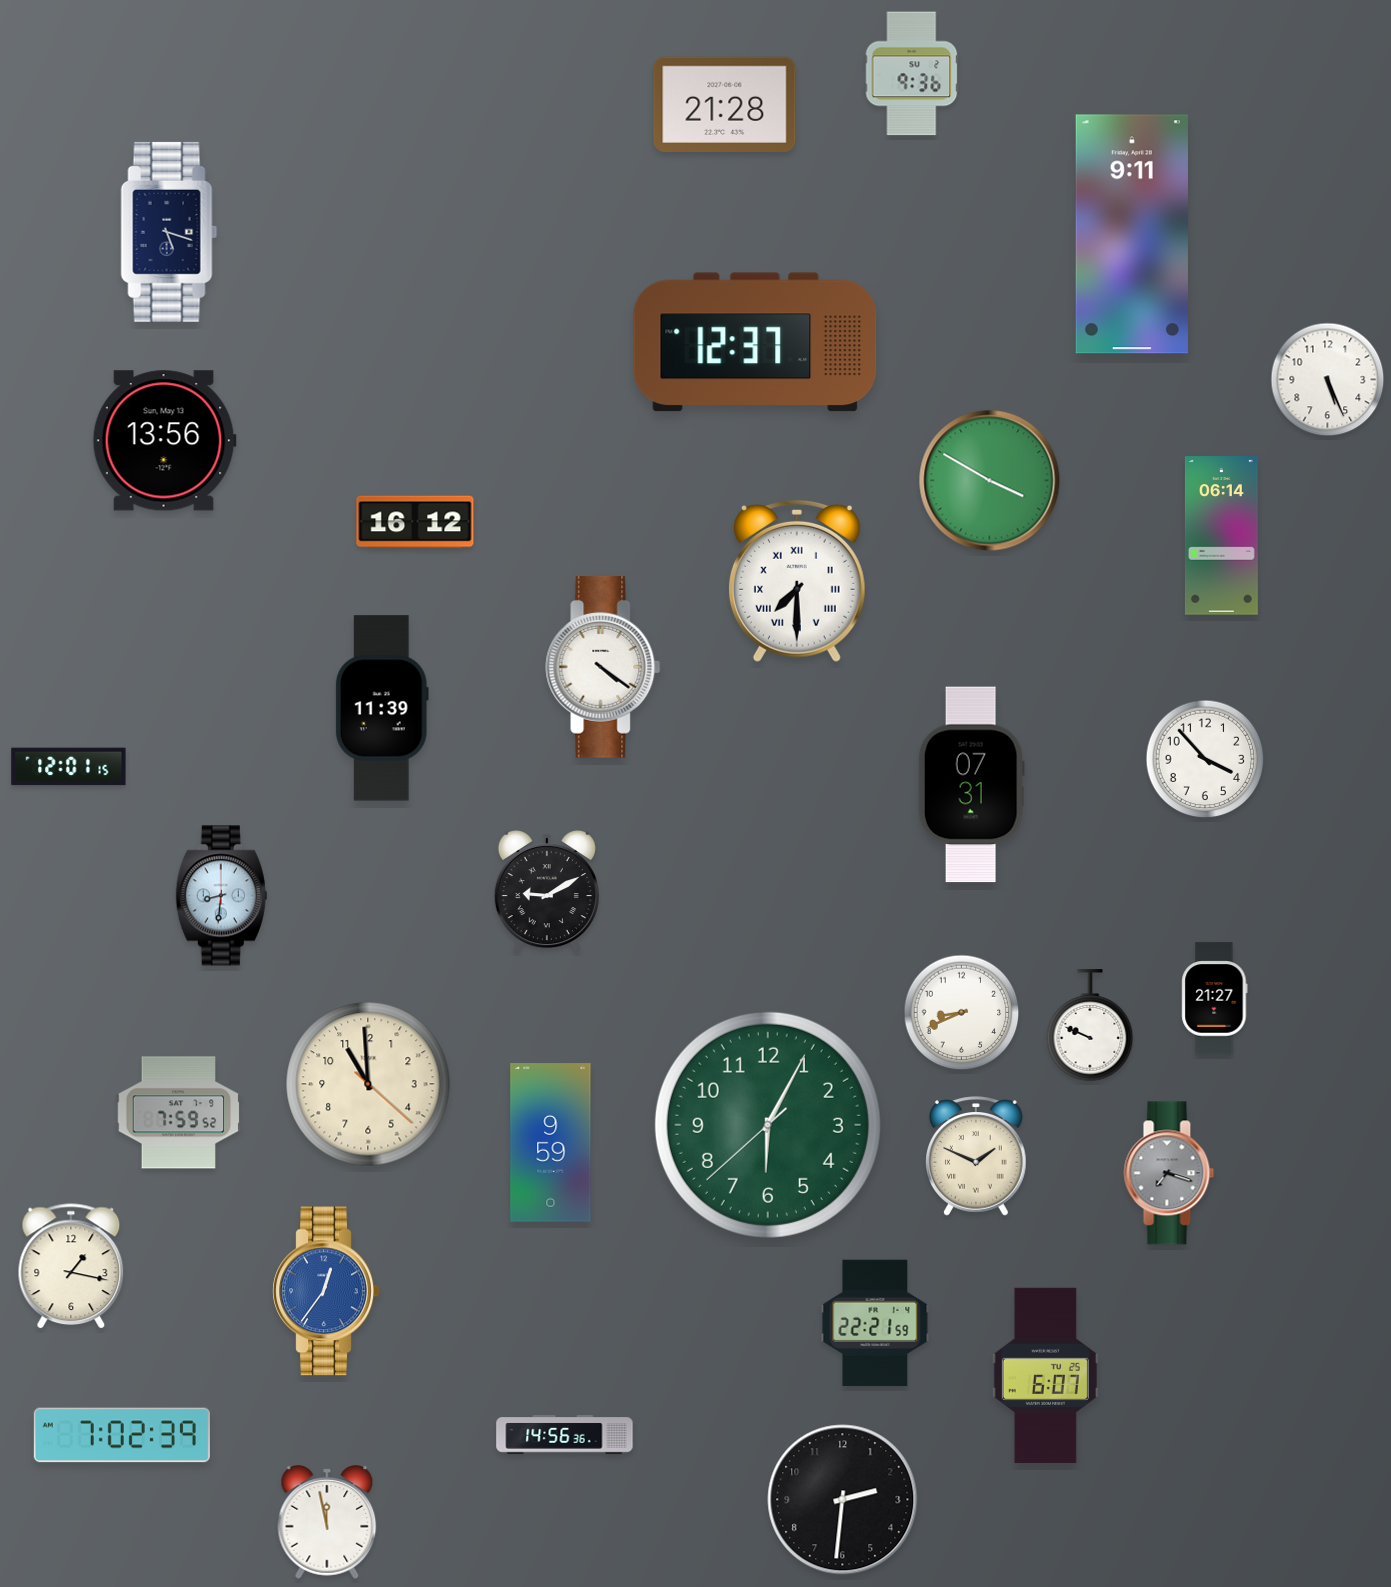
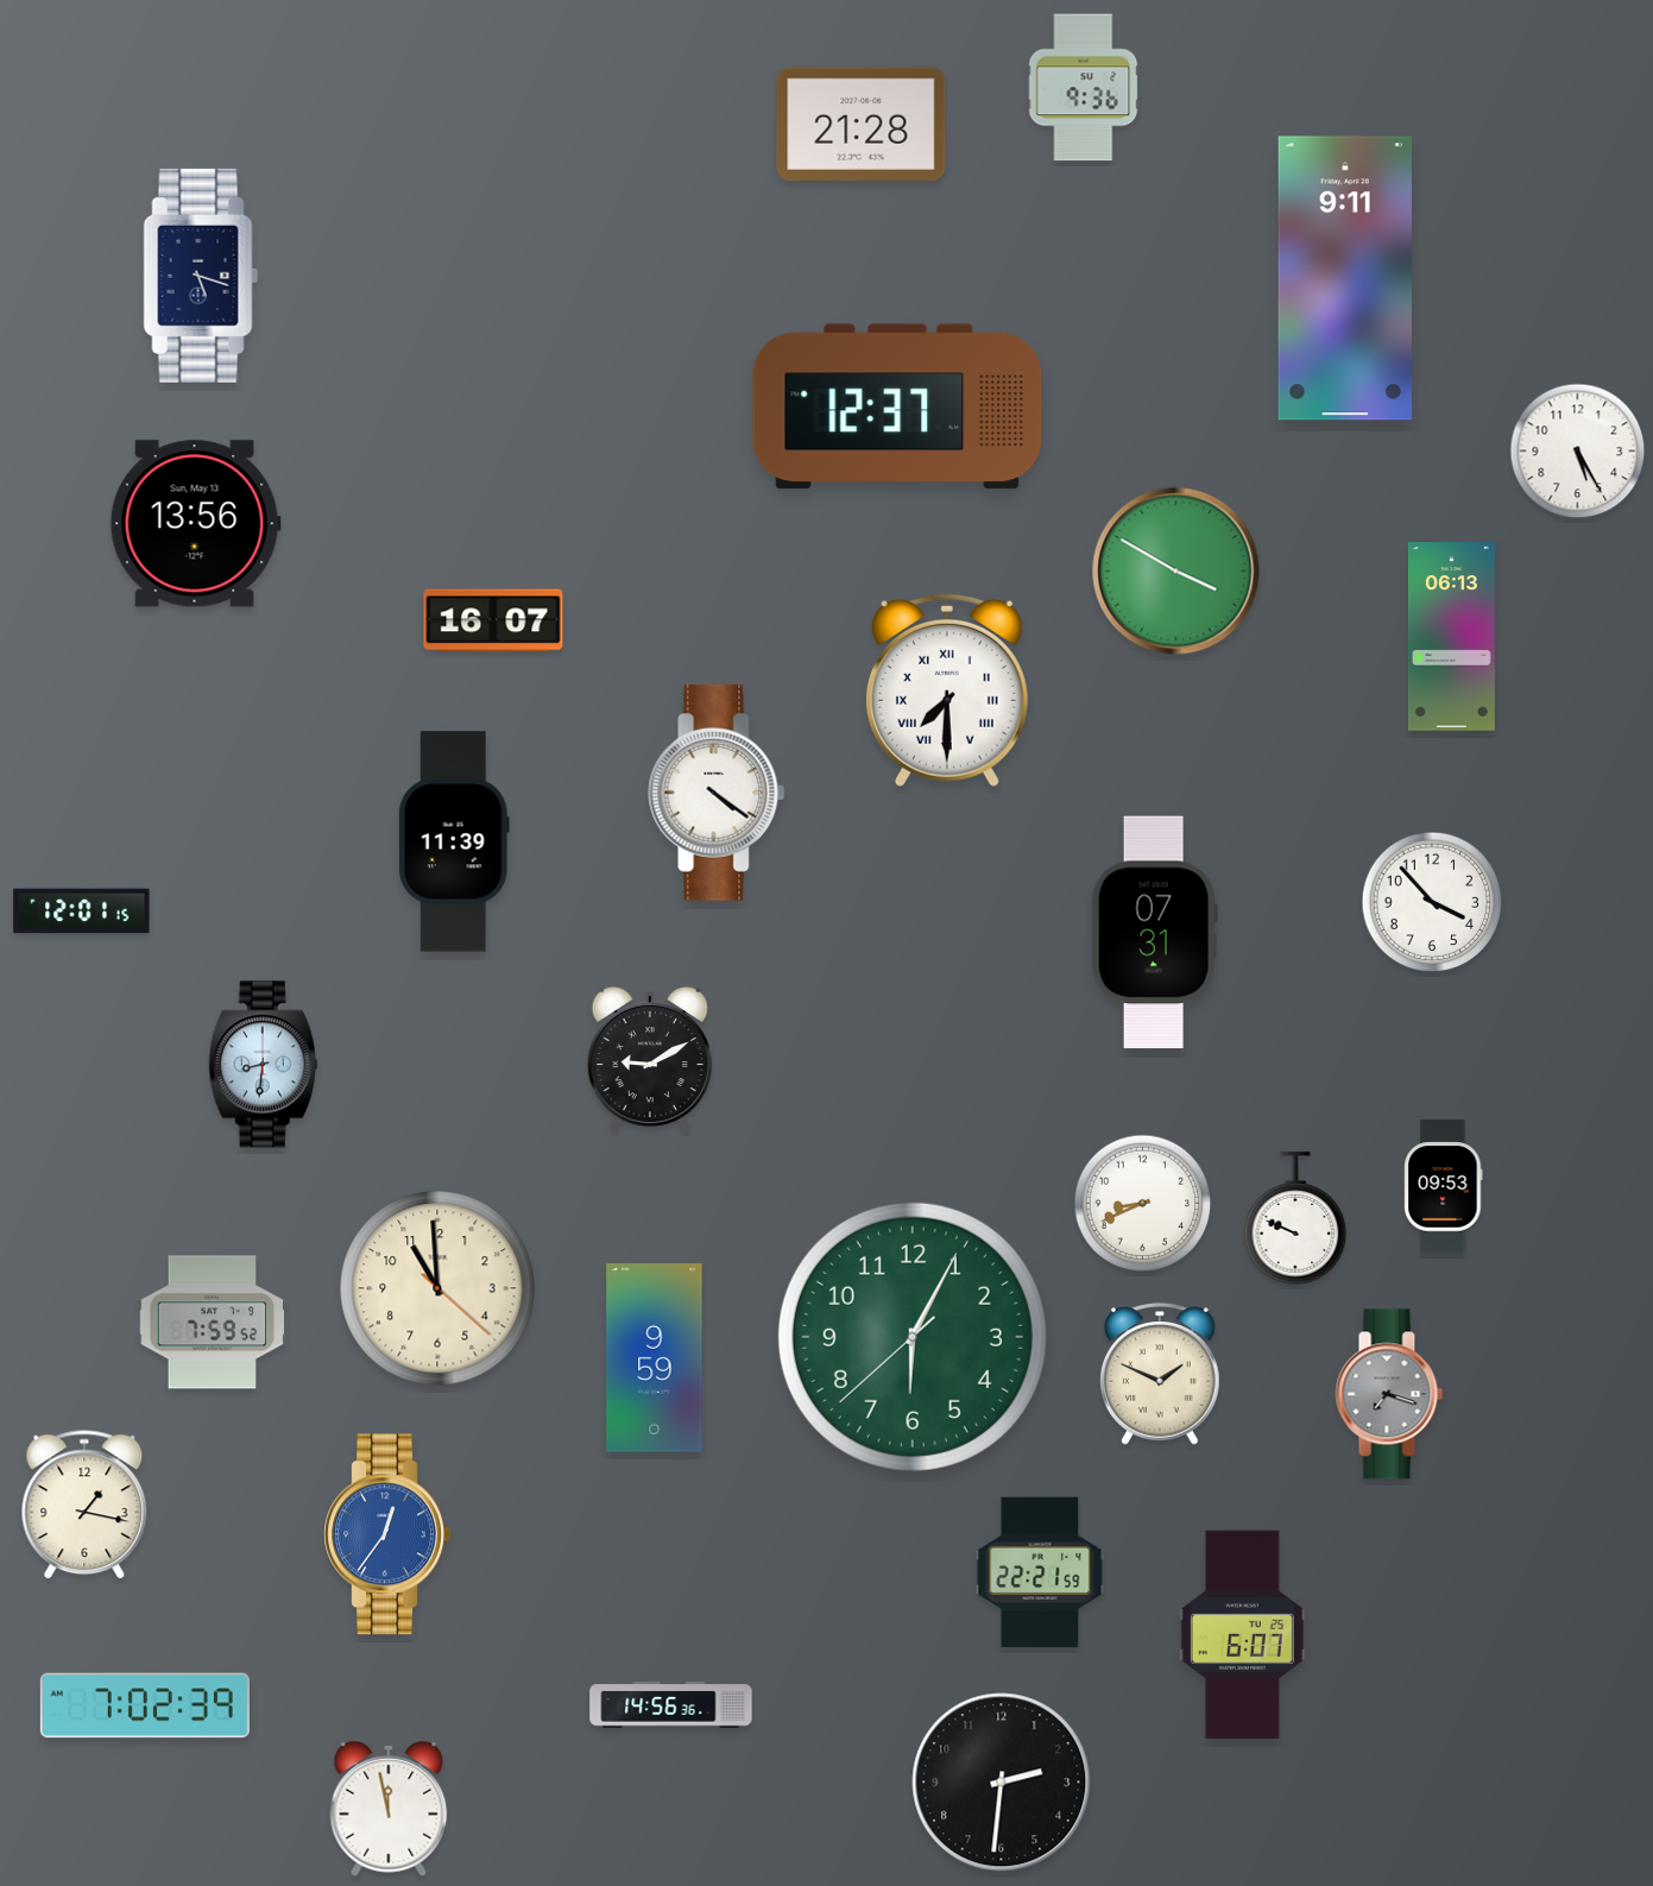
clock at (1328, 380): 5:26 -> 5:25
clock at (415, 522): 16:12 -> 16:07
clock at (1221, 536): 06:14 -> 06:13
clock at (1215, 999): 21:27 -> 09:53
